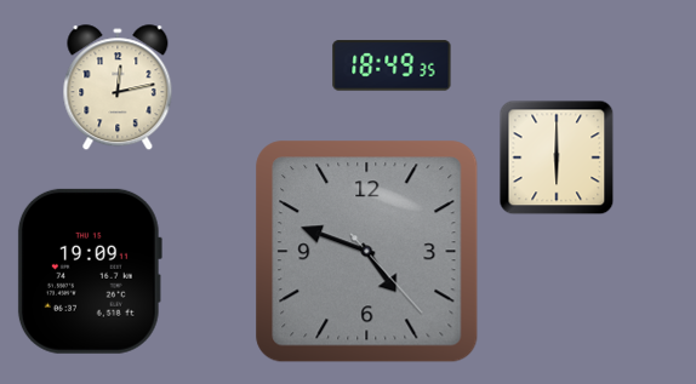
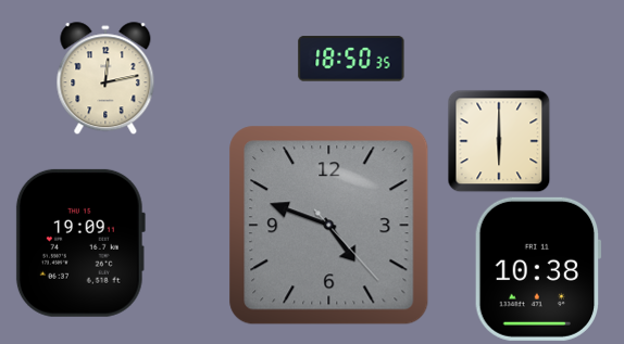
clock at (392, 65): 18:49 -> 18:50
clock at (538, 269): none -> 10:38
